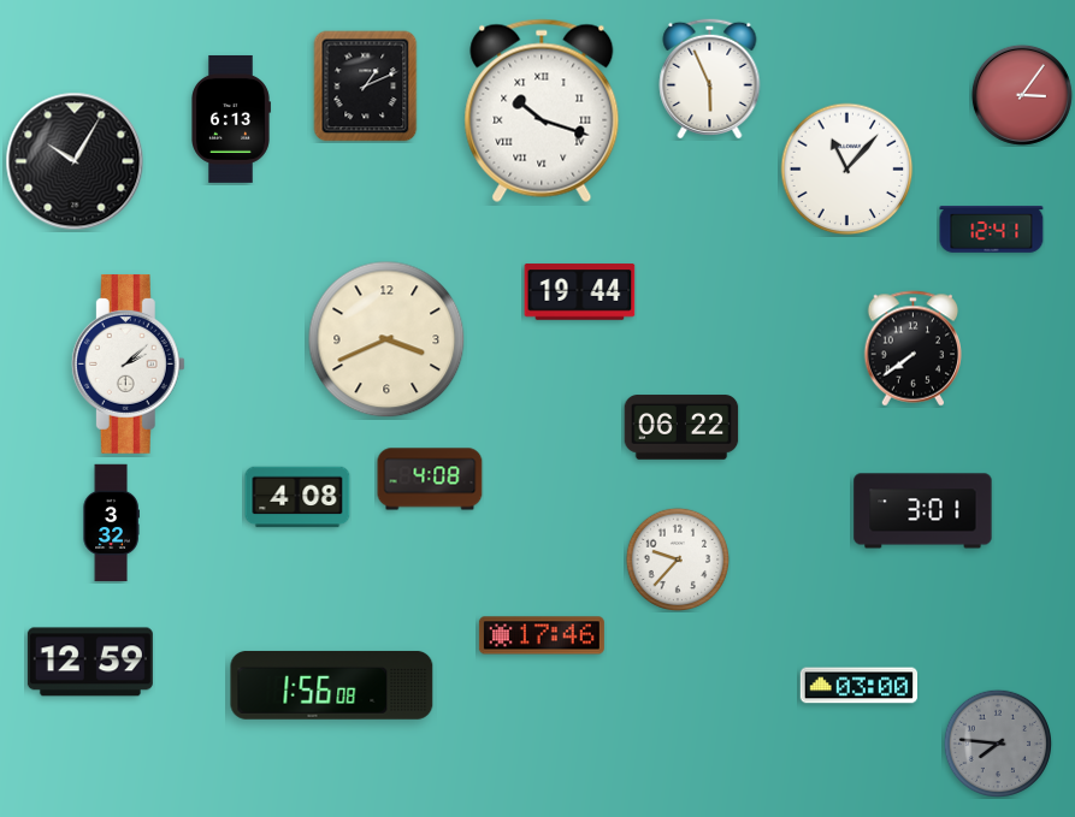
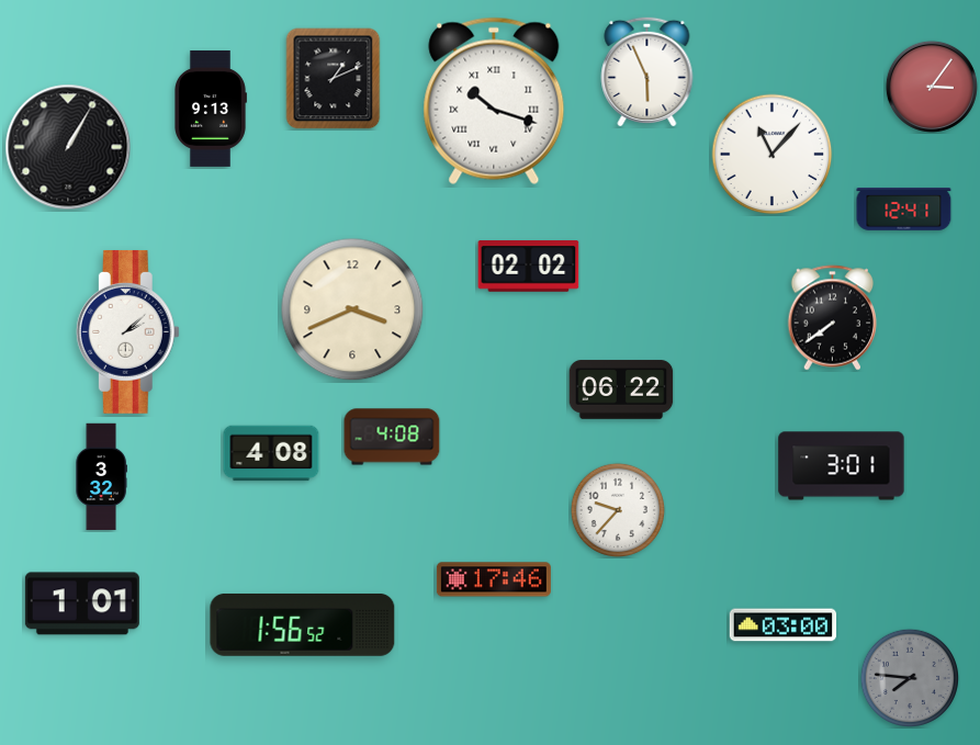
clock at (231, 119): 6:13 -> 9:13
clock at (75, 161): 10:05 -> 1:05
clock at (580, 292): 19:44 -> 02:02
clock at (128, 363) position: (128, 363) -> (127, 331)
clock at (90, 662): 12:59 -> 1:01
clock at (332, 685): 1:56:08 -> 1:56:52
